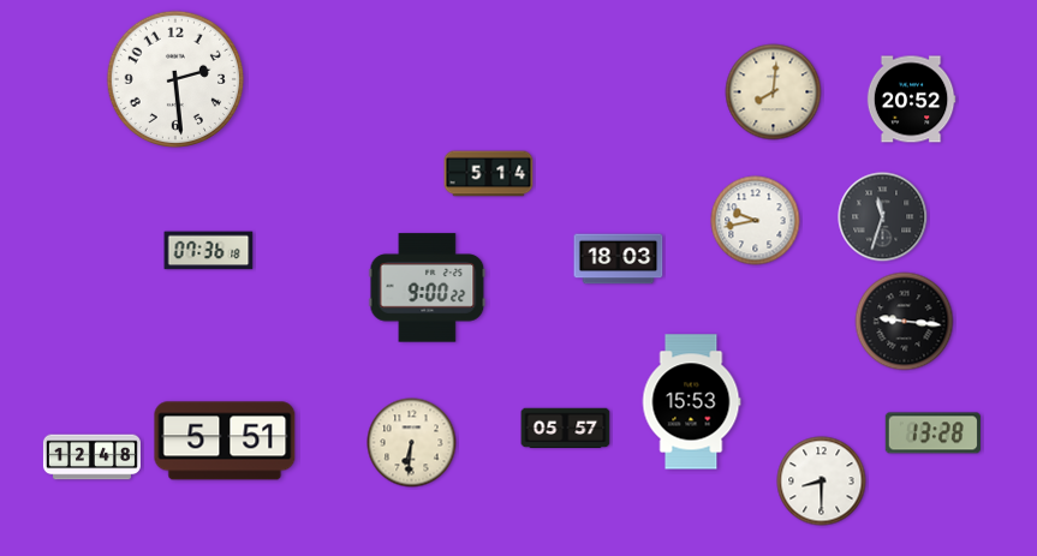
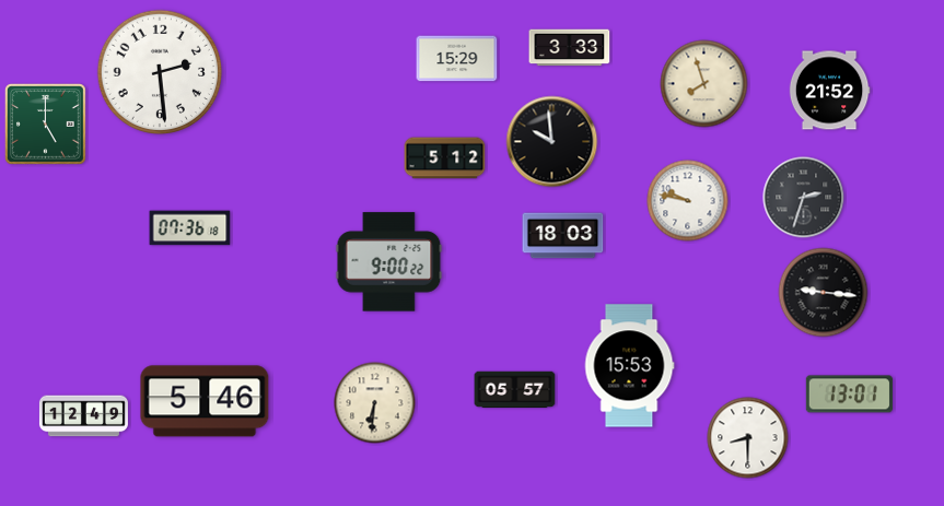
clock at (570, 48): none -> 3:33
clock at (457, 59): none -> 15:29
clock at (774, 92): 8:01 -> 7:57
clock at (911, 100): 20:52 -> 21:52
clock at (45, 123): none -> 5:00
clock at (552, 142): none -> 9:59
clock at (489, 174): 5:14 -> 5:12
clock at (883, 217): 11:33 -> 2:33
clock at (756, 221): 9:43 -> 9:47
clock at (932, 434): 13:28 -> 13:01
clock at (225, 441): 5:51 -> 5:46
clock at (91, 458): 12:48 -> 12:49
